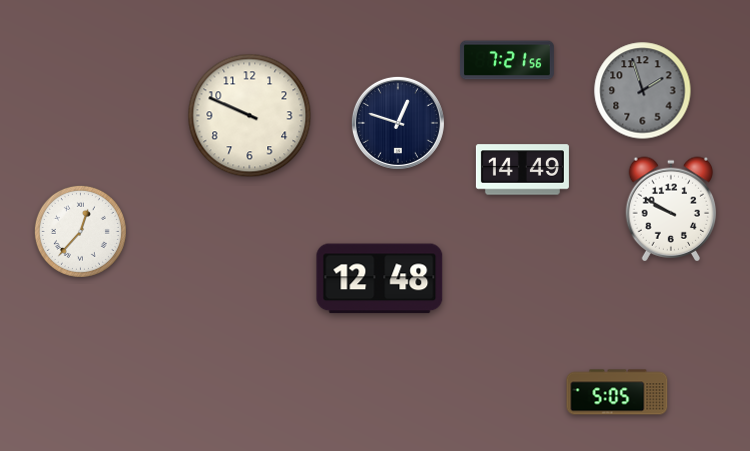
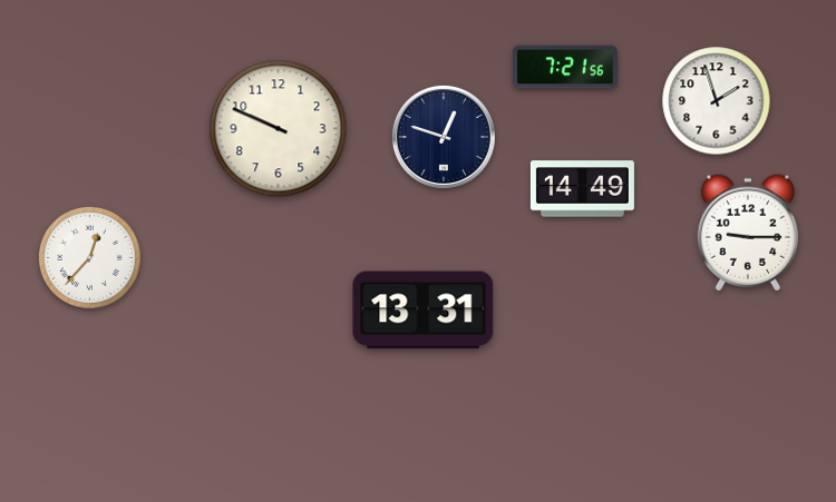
clock at (643, 91) dial: grey -> white
clock at (671, 209): 9:50 -> 9:15
clock at (380, 279): 12:48 -> 13:31
clock at (617, 392): 5:05 -> none
